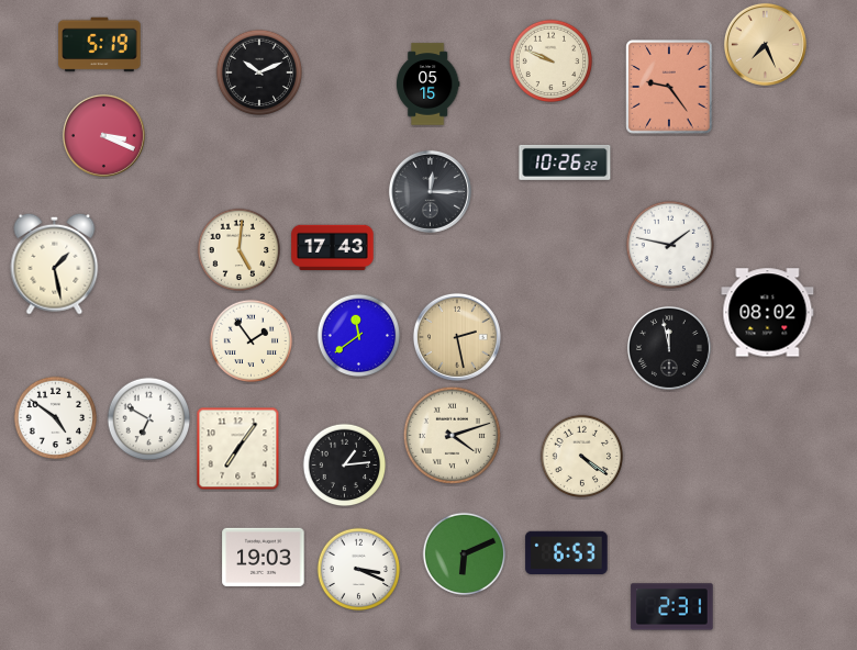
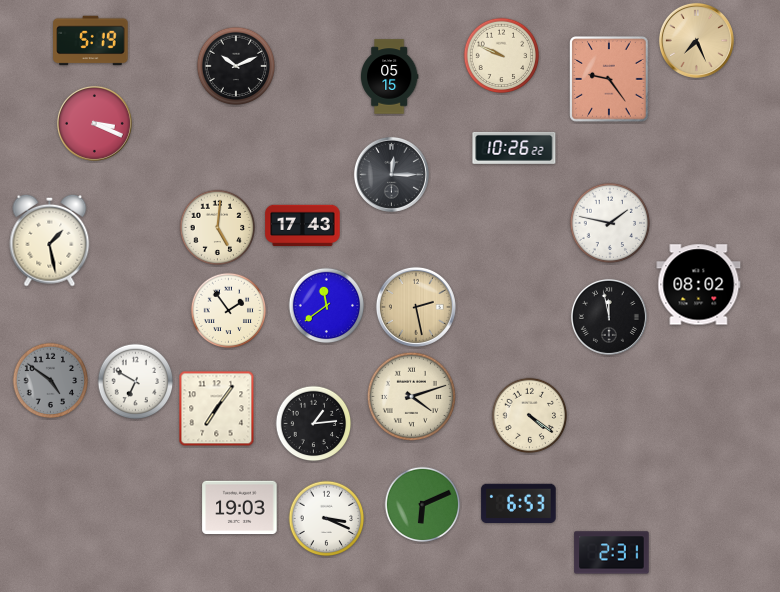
clock at (56, 418) dial: white -> grey
clock at (567, 552) position: (567, 552) -> (519, 503)
